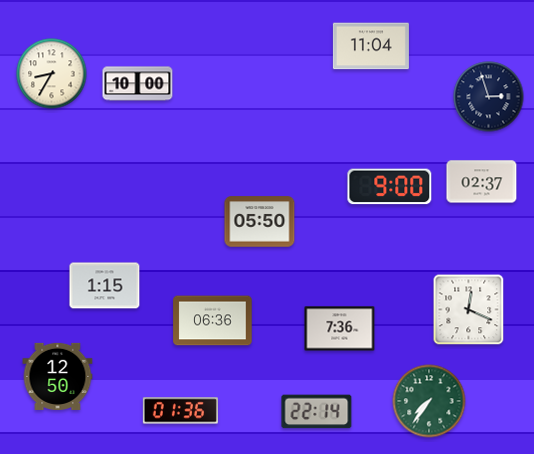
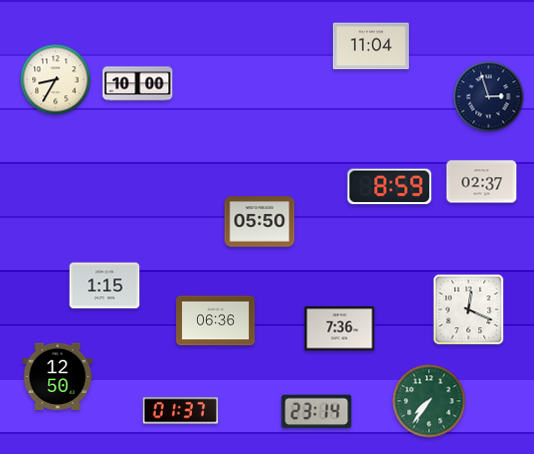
clock at (52, 74) position: (52, 74) -> (56, 80)
clock at (390, 187): 9:00 -> 8:59
clock at (213, 321) position: (213, 321) -> (216, 321)
clock at (180, 411): 01:36 -> 01:37
clock at (317, 412): 22:14 -> 23:14
